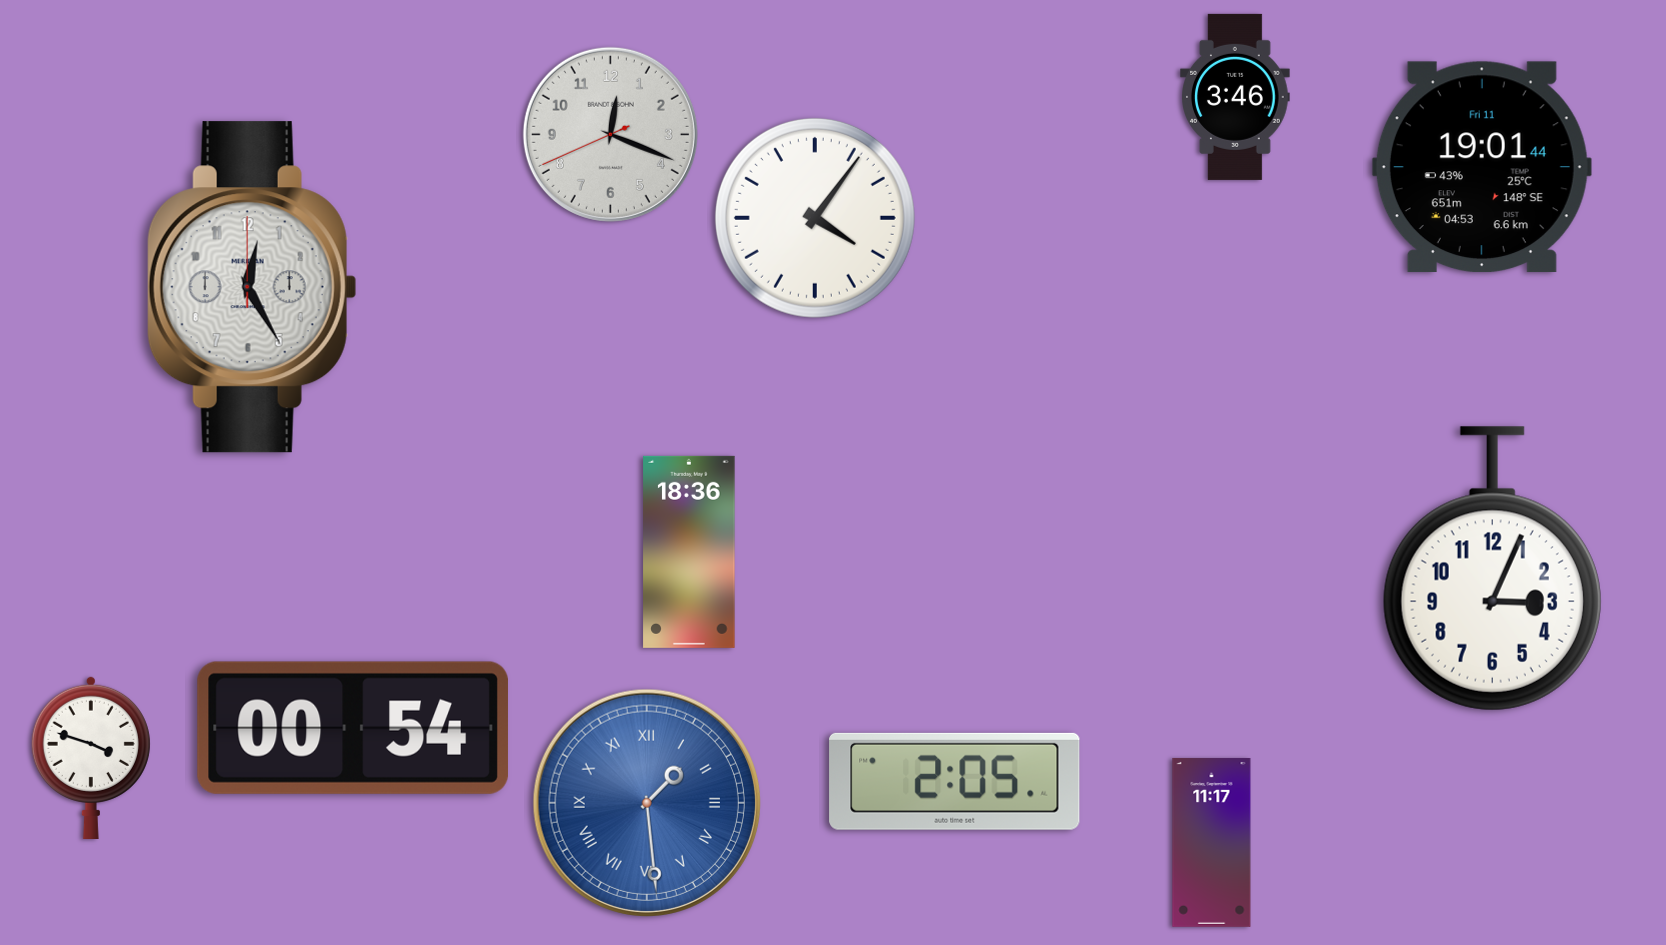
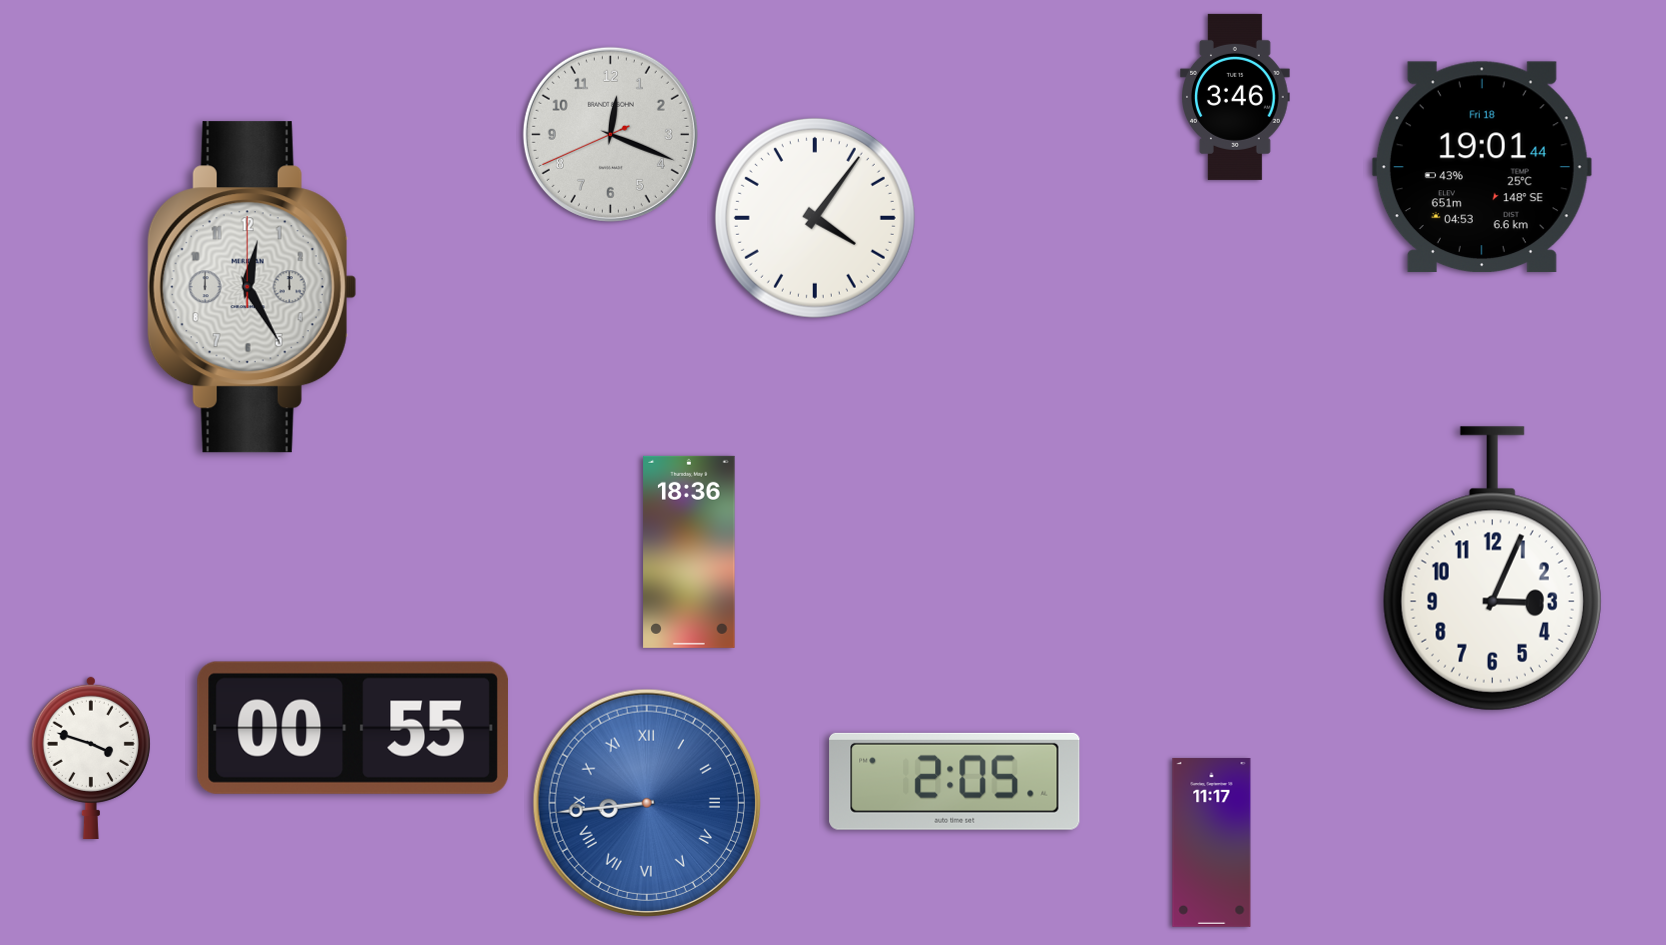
clock at (1482, 167) date: Fri 11 -> Fri 18
clock at (353, 728): 00:54 -> 00:55
clock at (647, 803): 1:29 -> 8:44
